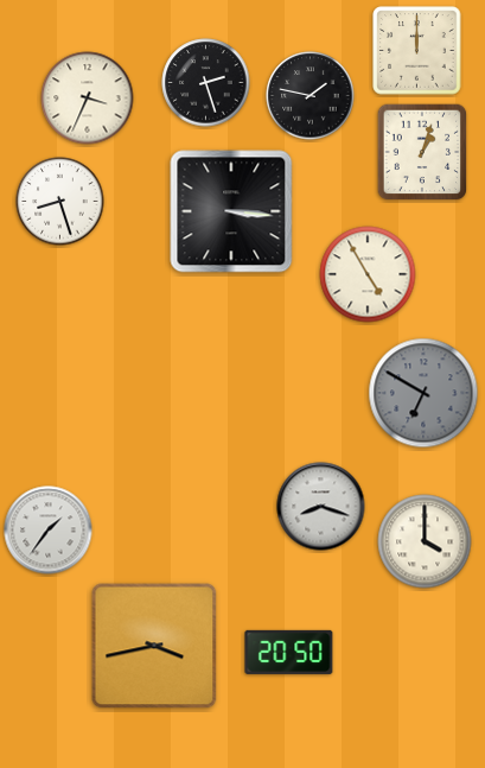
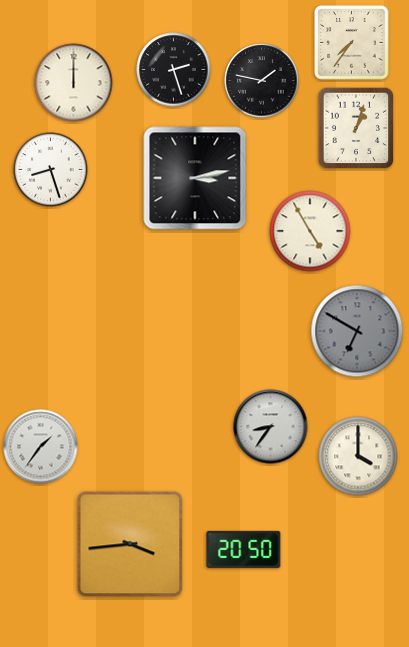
clock at (417, 51): 12:00 -> 7:36
clock at (88, 99): 3:34 -> 12:00
clock at (231, 211): 3:16 -> 3:13
clock at (321, 507): 8:18 -> 8:36
clock at (154, 646): 3:43 -> 3:44
